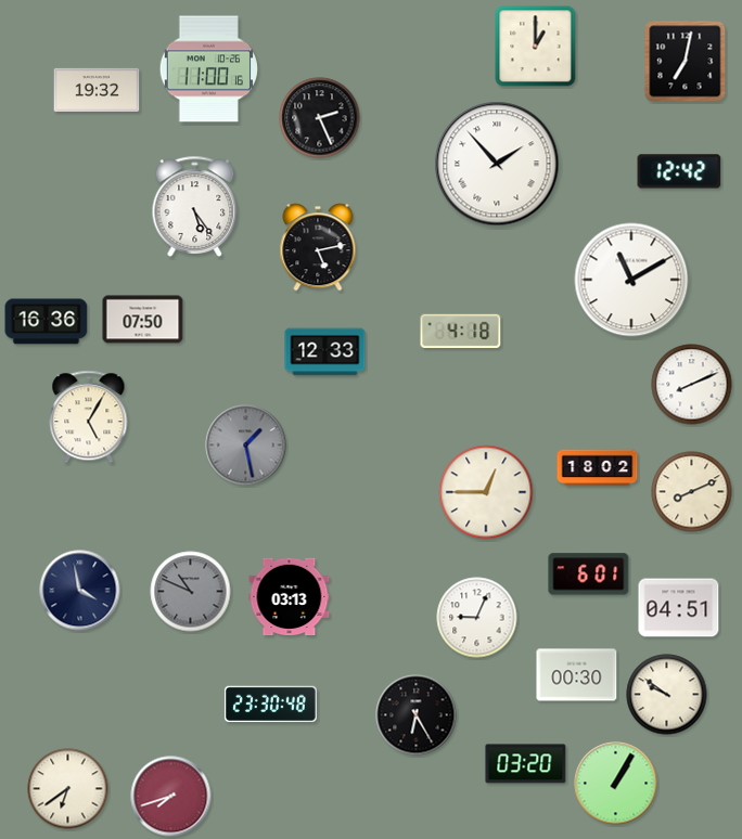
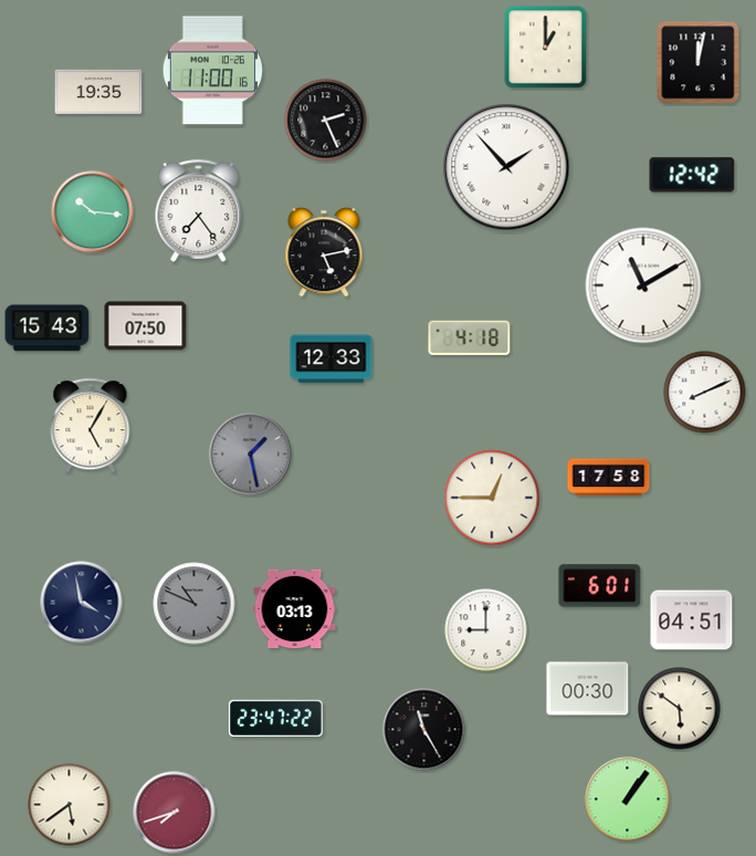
clock at (686, 62): 7:02 -> 12:02
clock at (97, 90): 19:32 -> 19:35
clock at (195, 206): 5:24 -> 7:24
clock at (93, 212): none -> 10:16
clock at (47, 322): 16:36 -> 15:43
clock at (598, 468): 18:02 -> 17:58
clock at (486, 492) position: (486, 492) -> (492, 498)
clock at (692, 492): 8:11 -> none
clock at (477, 618): 9:04 -> 9:00
clock at (667, 695): 9:51 -> 5:51
clock at (270, 705): 23:30 -> 23:47
clock at (417, 715): 6:25 -> 11:25
clock at (526, 764): 03:20 -> none
clock at (616, 784): 1:05 -> 1:06
clock at (68, 789): 6:39 -> 5:39
